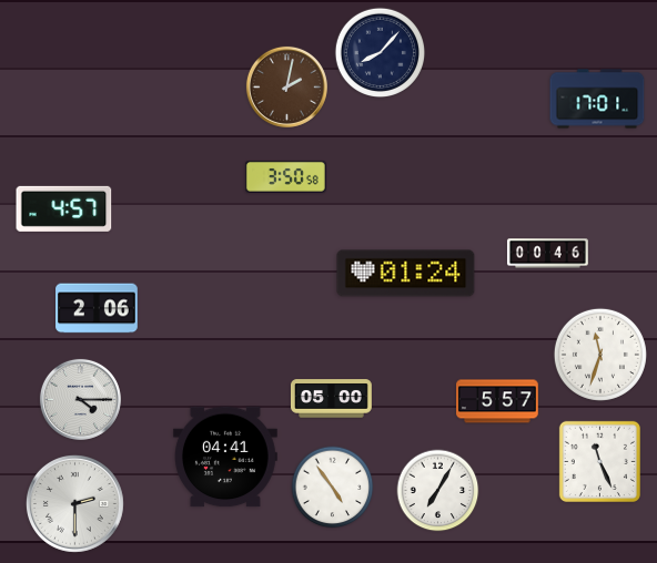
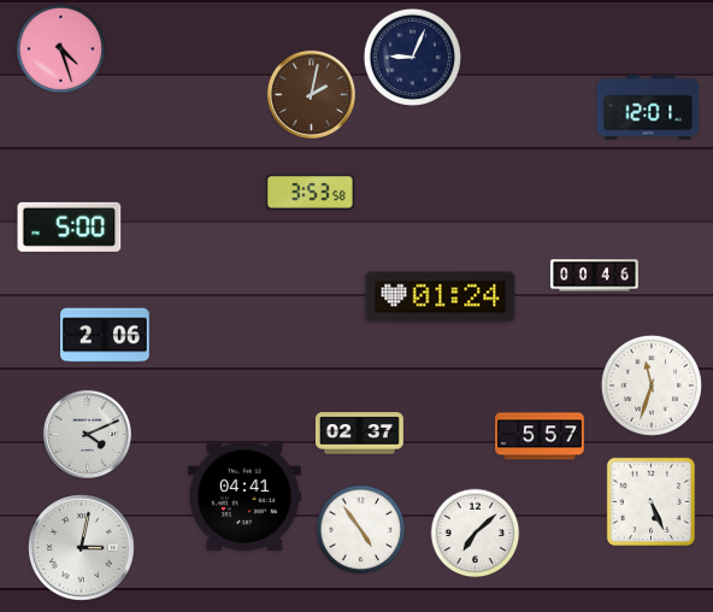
clock at (61, 49): none -> 4:27
clock at (380, 52): 8:07 -> 9:04
clock at (597, 99): 17:01 -> 12:01
clock at (285, 177): 3:50 -> 3:53
clock at (64, 208): 4:57 -> 5:00
clock at (80, 399): 4:15 -> 4:11
clock at (331, 399): 05:00 -> 02:37
clock at (599, 461): 11:26 -> 5:26
clock at (438, 491): 7:05 -> 7:08
clock at (74, 503): 2:30 -> 3:02
